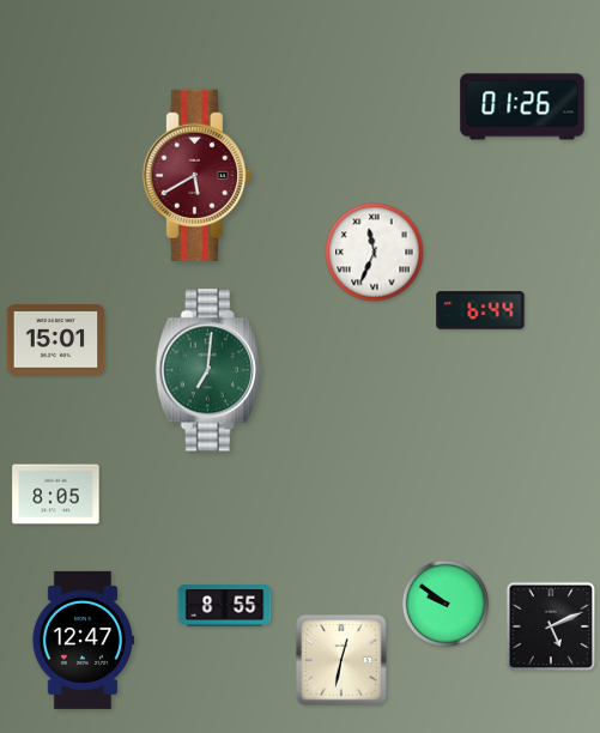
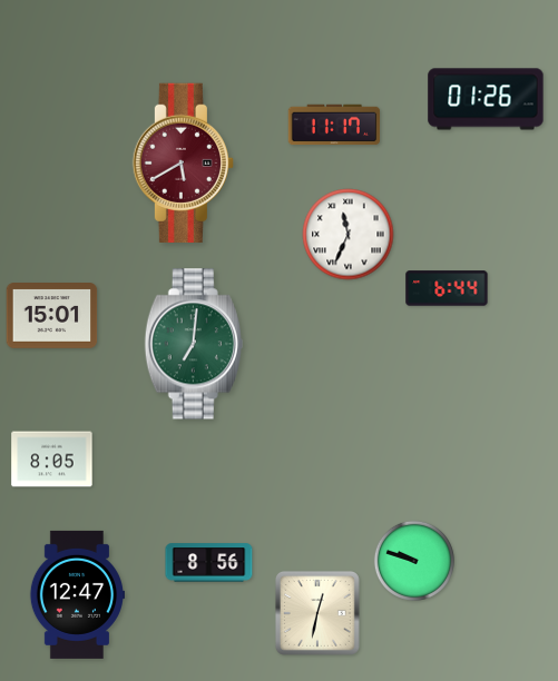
clock at (334, 125): none -> 11:17
clock at (446, 604): 9:51 -> 9:48
clock at (225, 606): 8:55 -> 8:56
clock at (551, 626): 5:11 -> none
